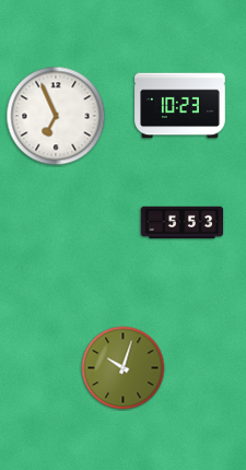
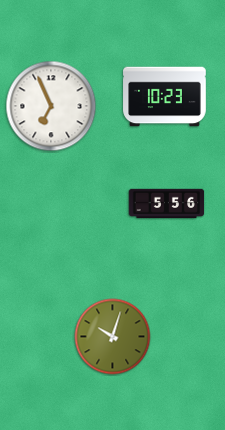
clock at (183, 223): 5:53 -> 5:56
